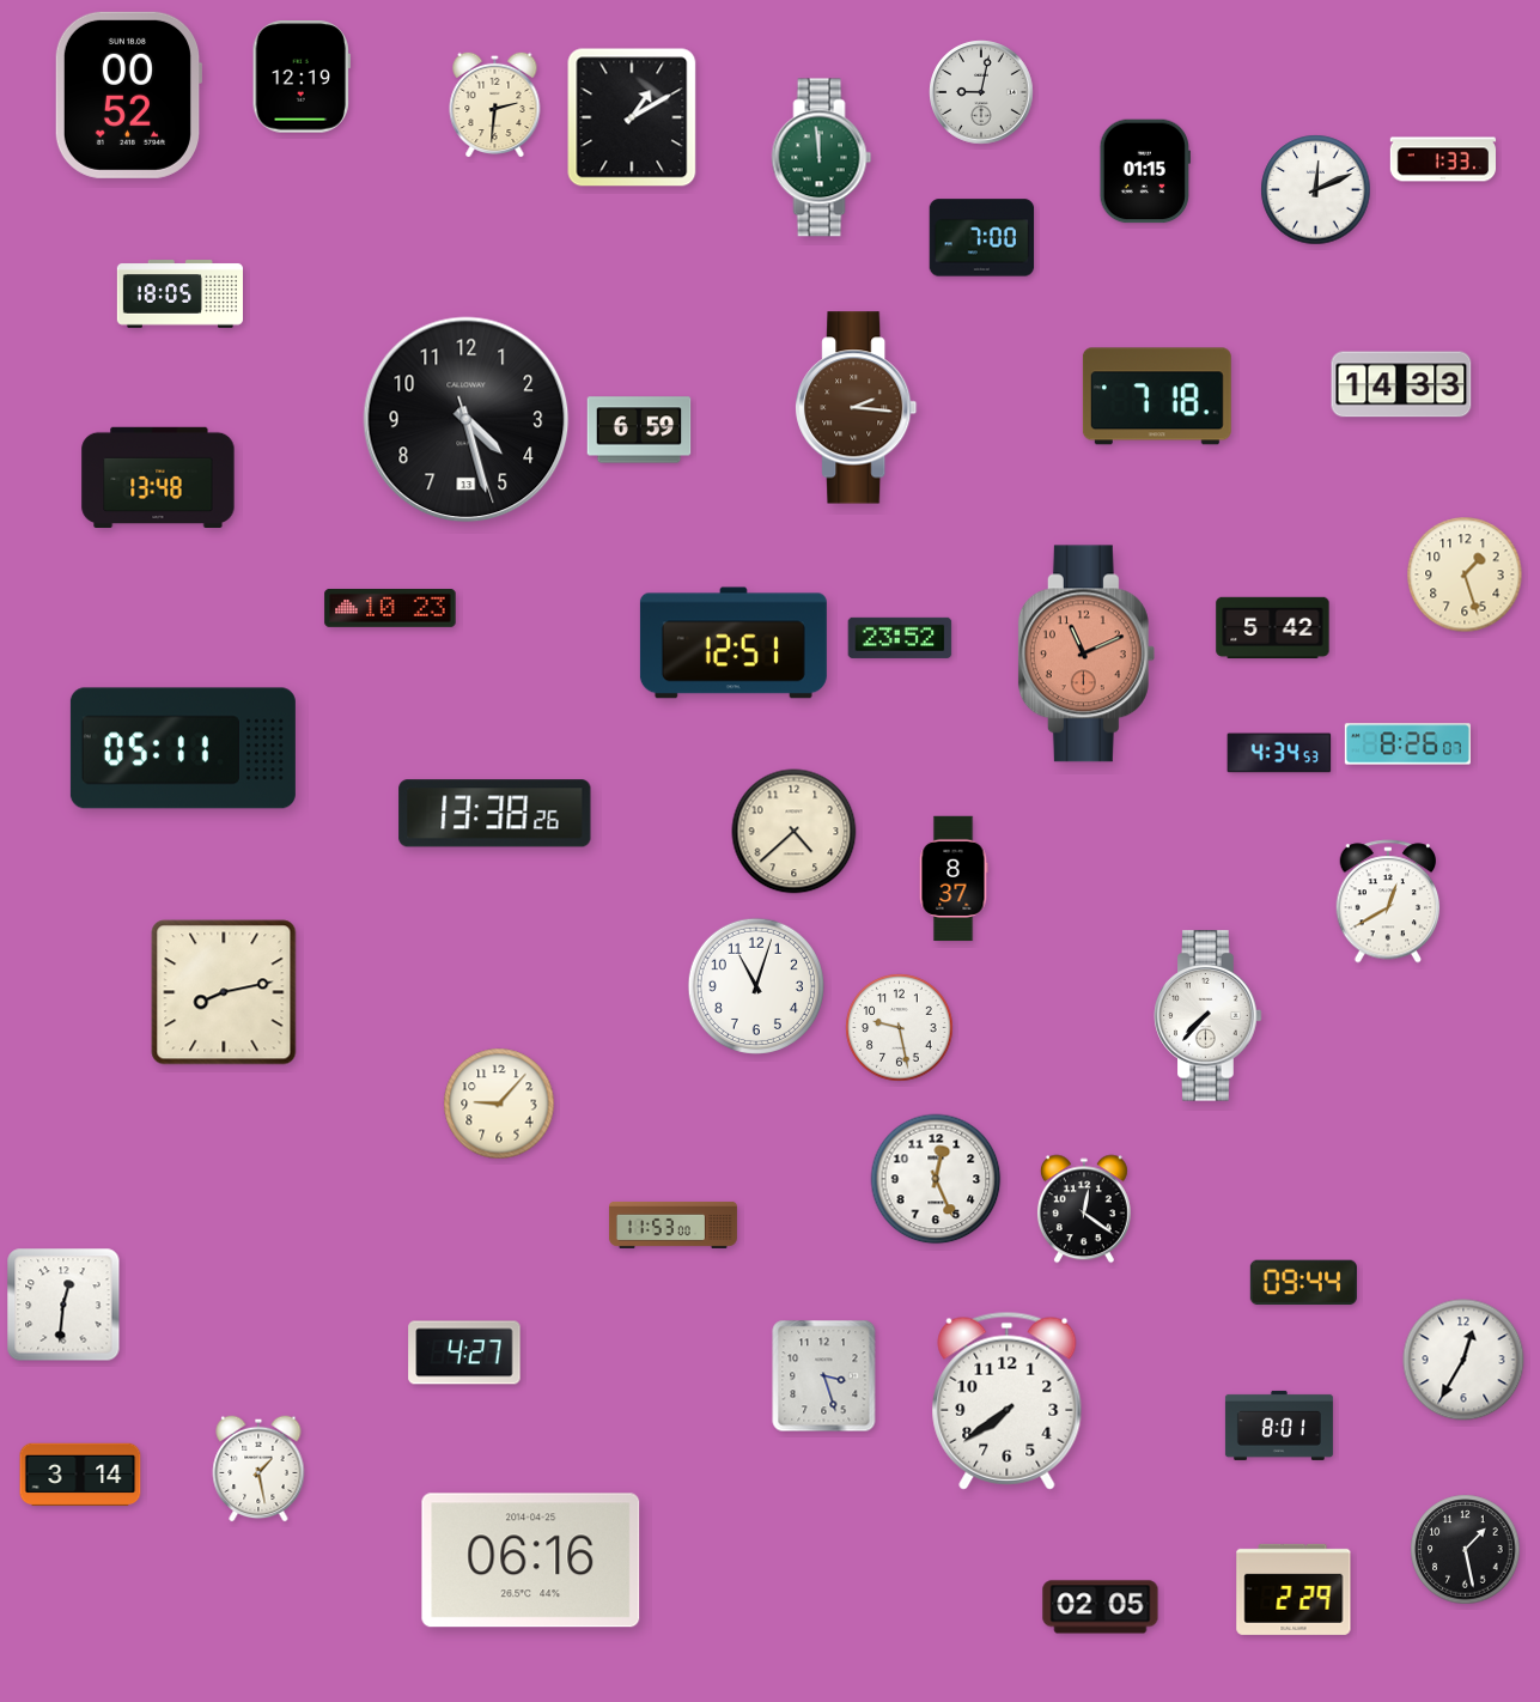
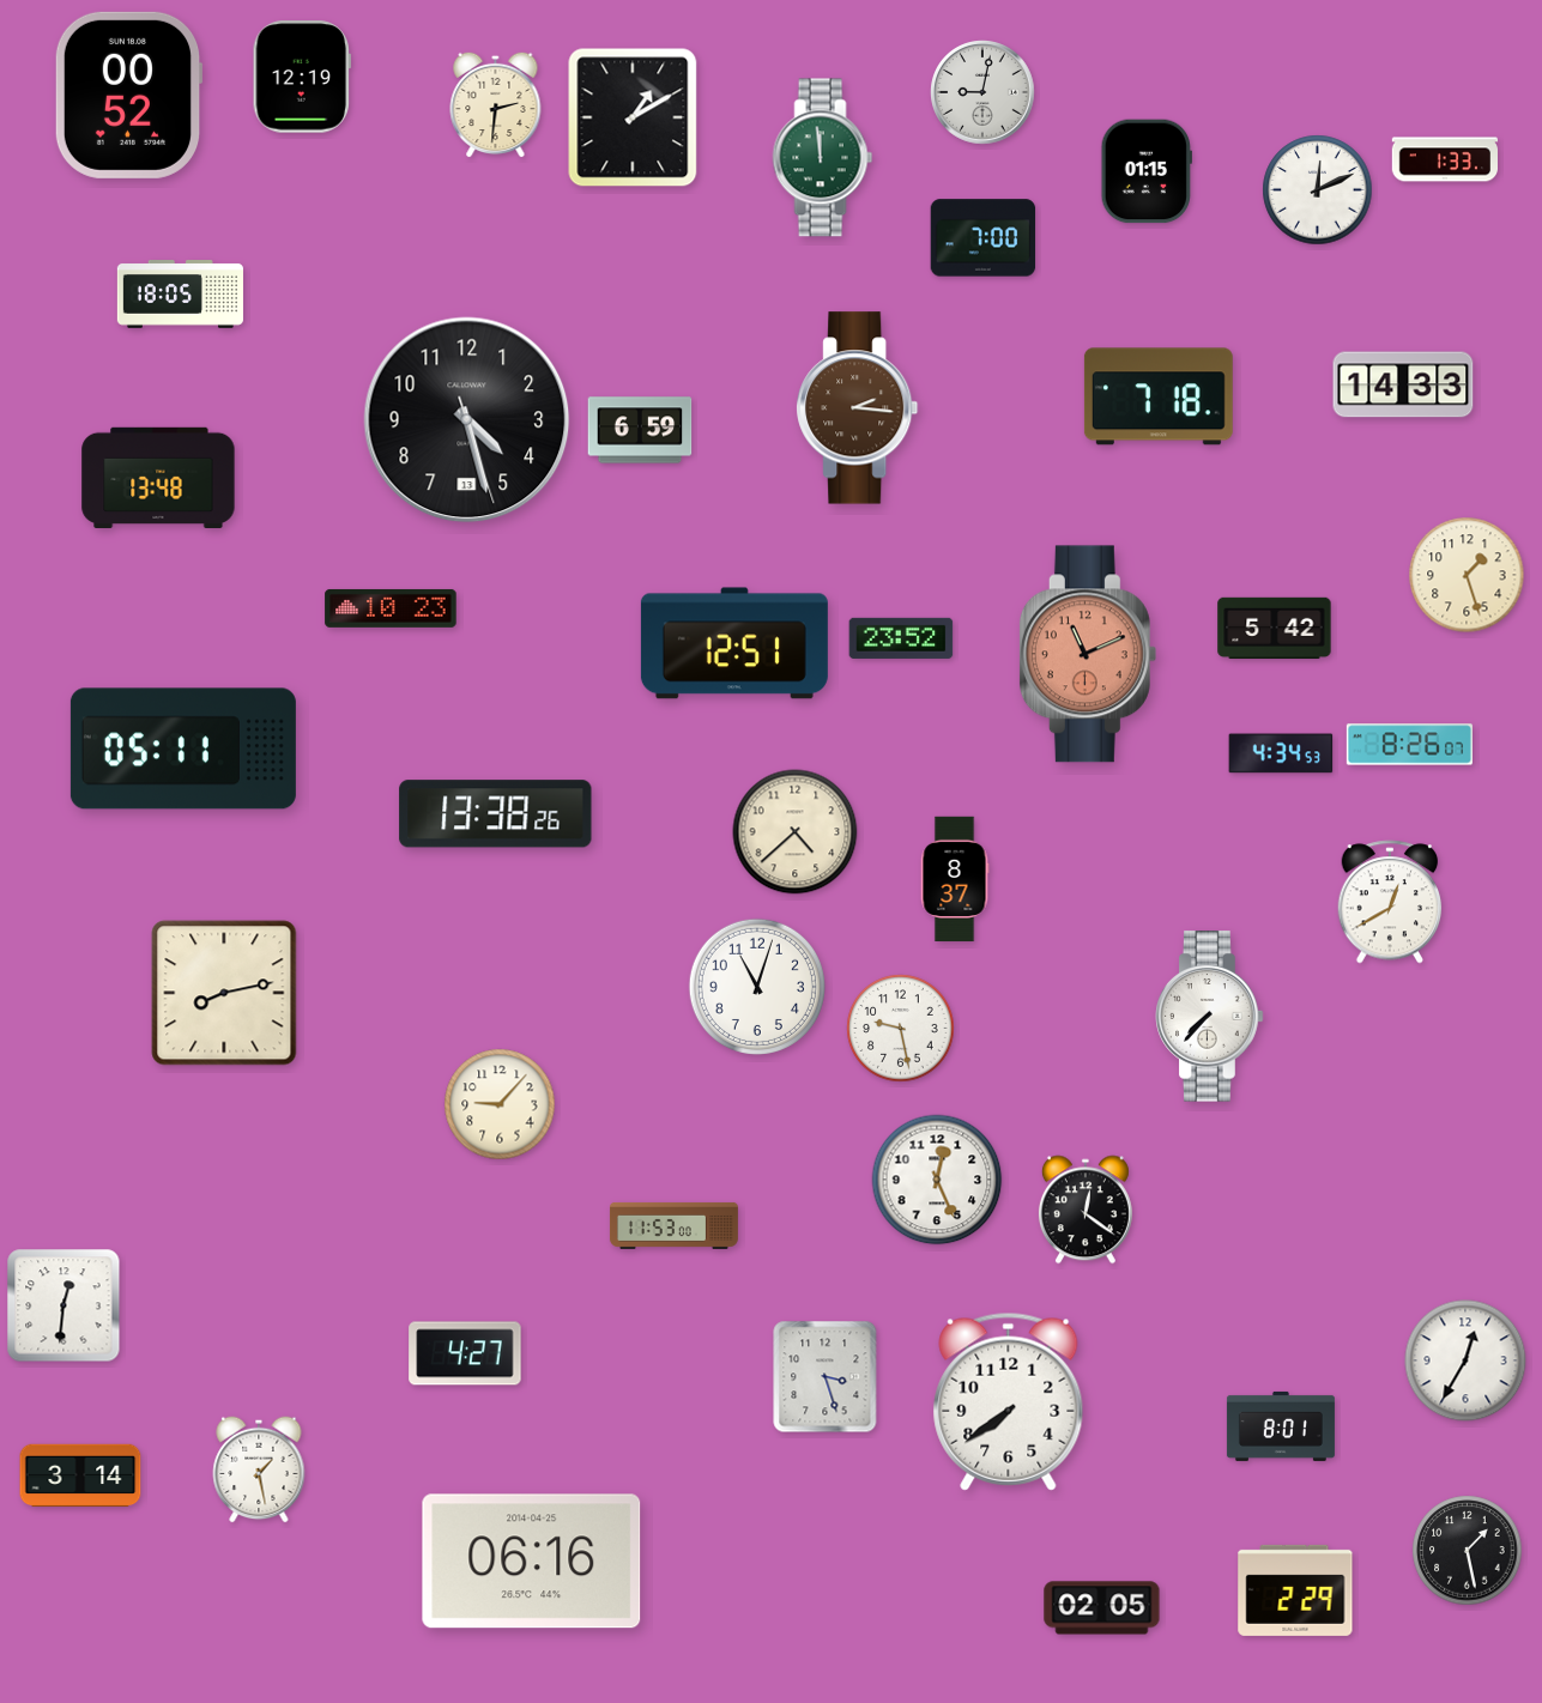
clock at (1303, 1283): 09:44 -> none
